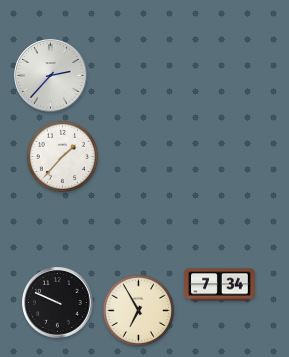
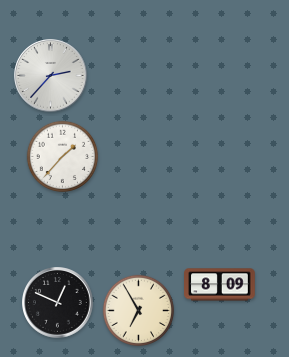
clock at (220, 285): 7:34 -> 8:09
clock at (58, 303): 9:49 -> 12:49
